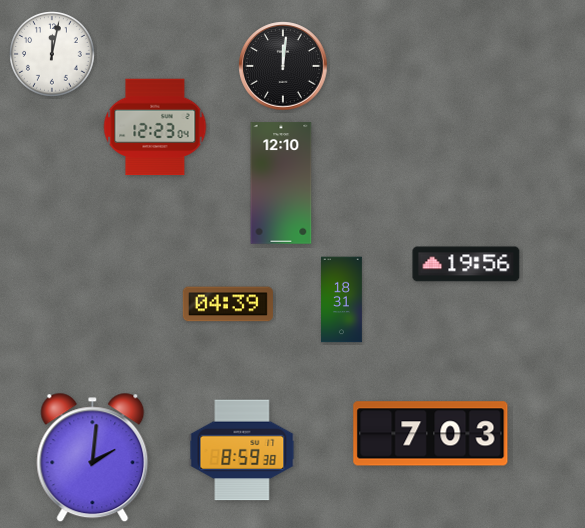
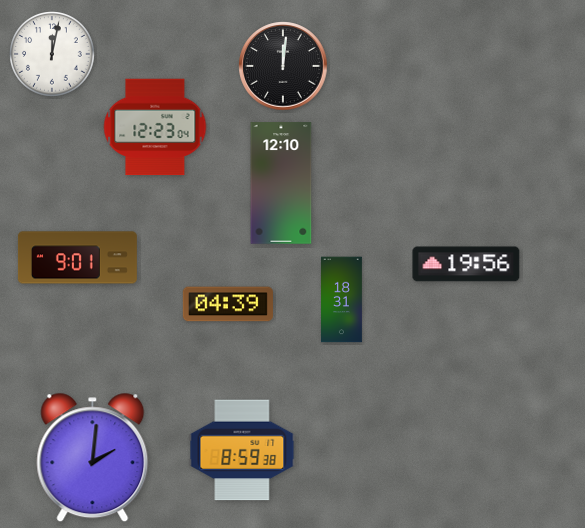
clock at (77, 258): none -> 9:01
clock at (431, 434): 7:03 -> none
